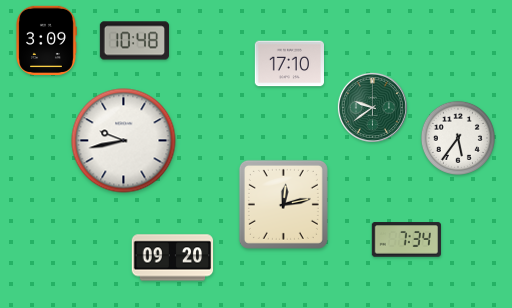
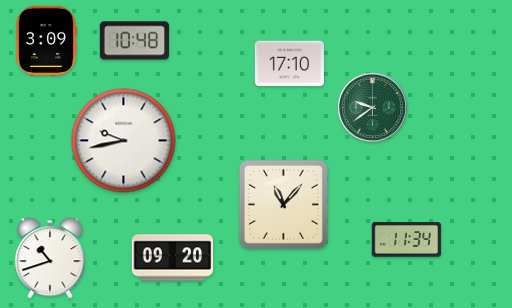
clock at (458, 138): 5:36 -> none
clock at (283, 204): 12:13 -> 11:07
clock at (406, 240): 7:34 -> 11:34
clock at (50, 258): none -> 10:42
